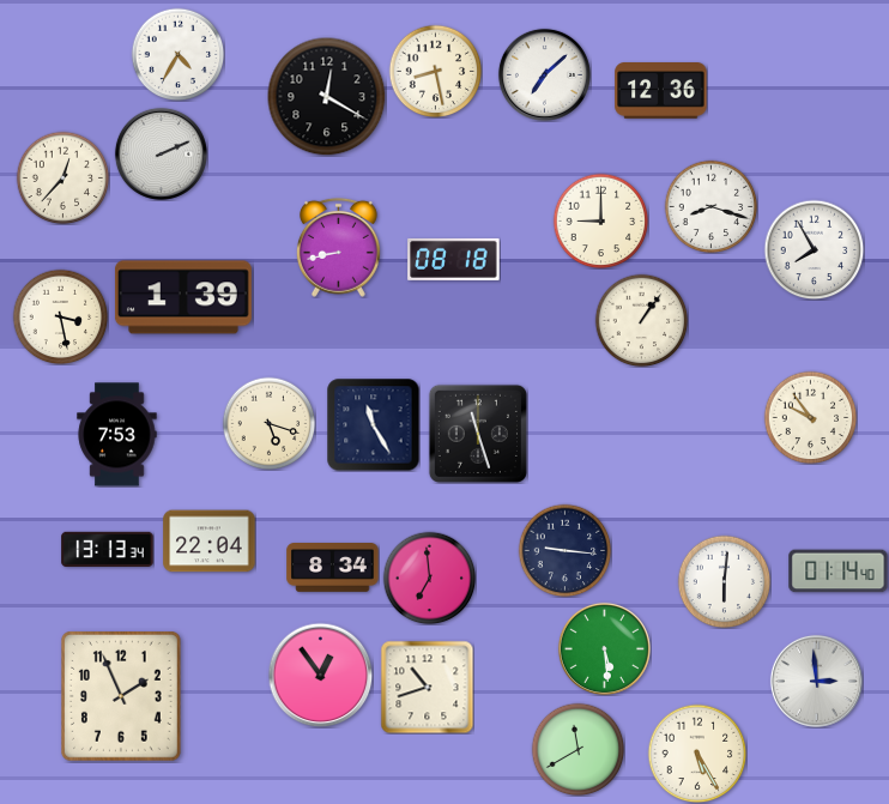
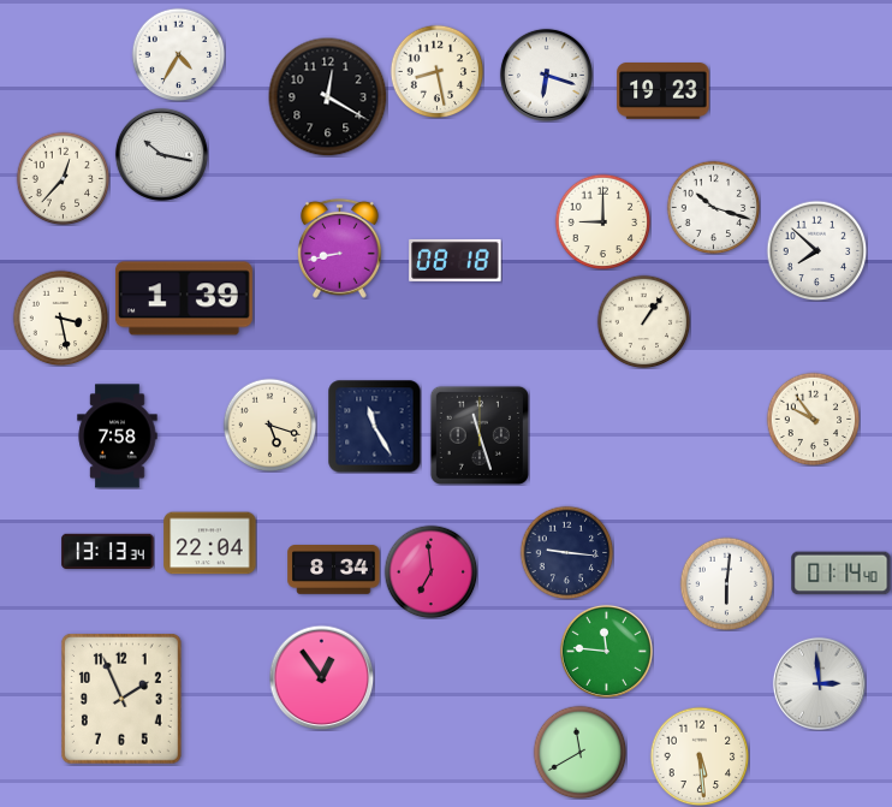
clock at (544, 74): 7:08 -> 6:18
clock at (661, 91): 12:36 -> 19:23
clock at (161, 153): 2:11 -> 10:17
clock at (710, 206): 8:18 -> 10:18
clock at (814, 249): 7:55 -> 7:52
clock at (117, 435): 7:53 -> 7:58
clock at (429, 578) position: (429, 578) -> (430, 571)
clock at (604, 648): 5:29 -> 11:46
clock at (427, 687): 10:42 -> none
clock at (697, 754): 5:25 -> 5:29
